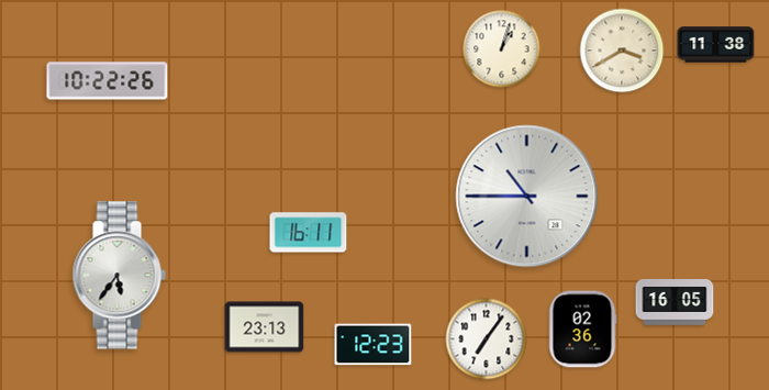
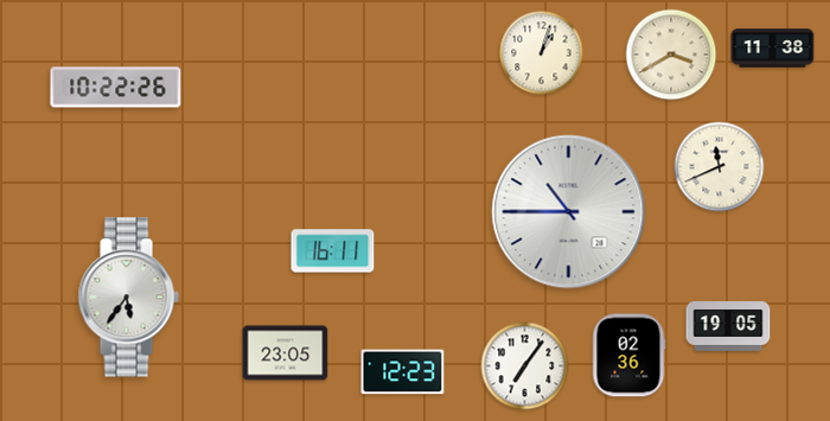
clock at (720, 167): none -> 11:41
clock at (675, 303): 16:05 -> 19:05
clock at (265, 327): 23:13 -> 23:05
